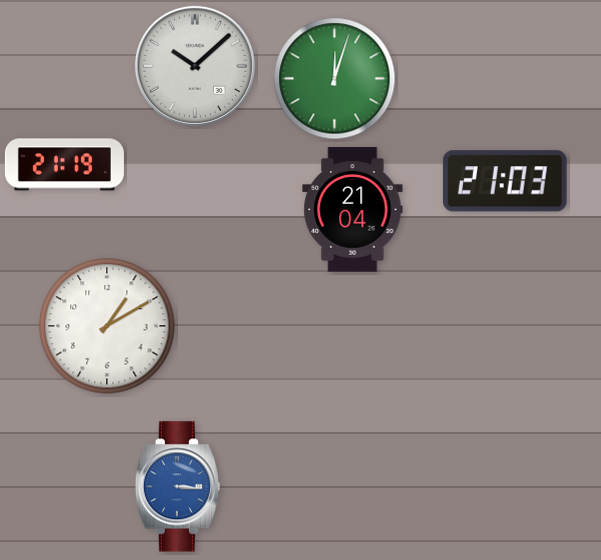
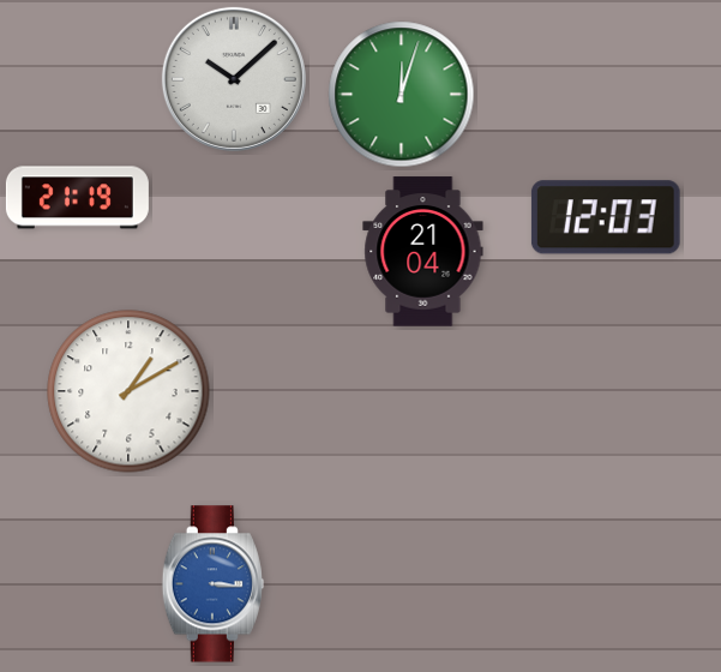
clock at (505, 181): 21:03 -> 12:03
